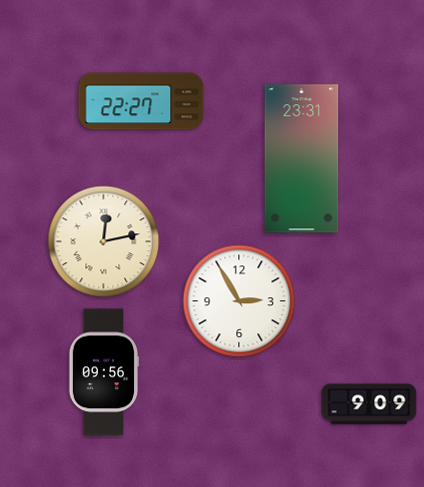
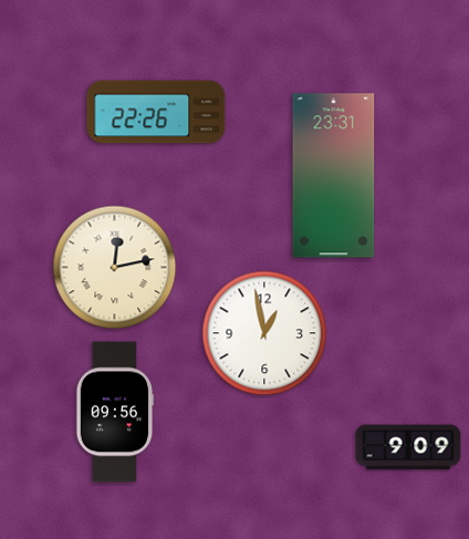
clock at (141, 101): 22:27 -> 22:26
clock at (239, 301): 2:55 -> 12:58
